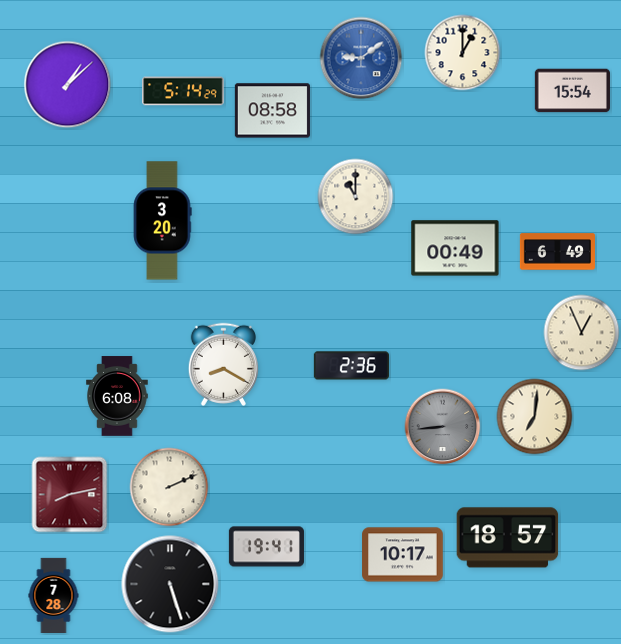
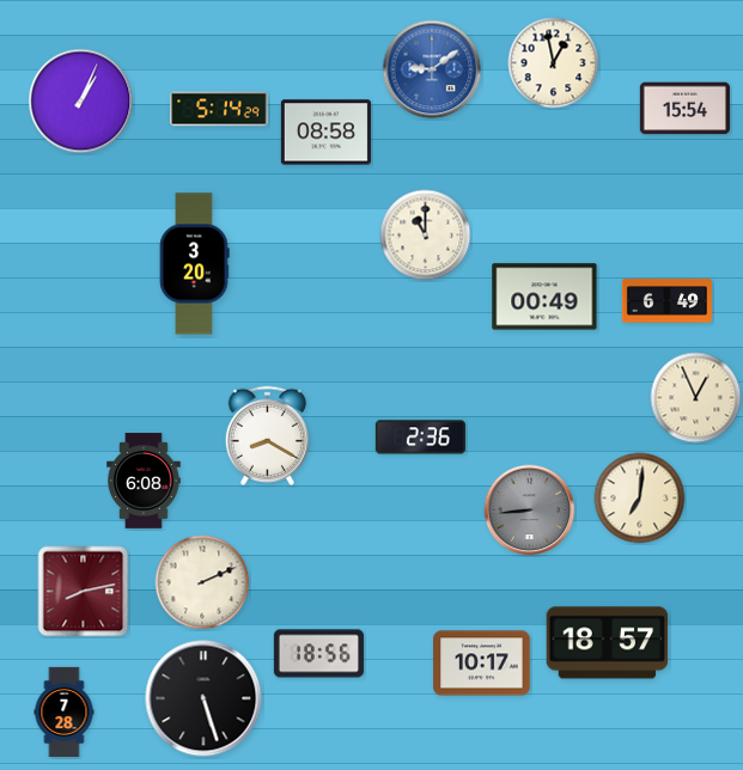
clock at (463, 53): 1:00 -> 12:58
clock at (68, 85): 1:08 -> 1:04
clock at (117, 396) position: (117, 396) -> (144, 481)
clock at (266, 547): 19:41 -> 18:56
